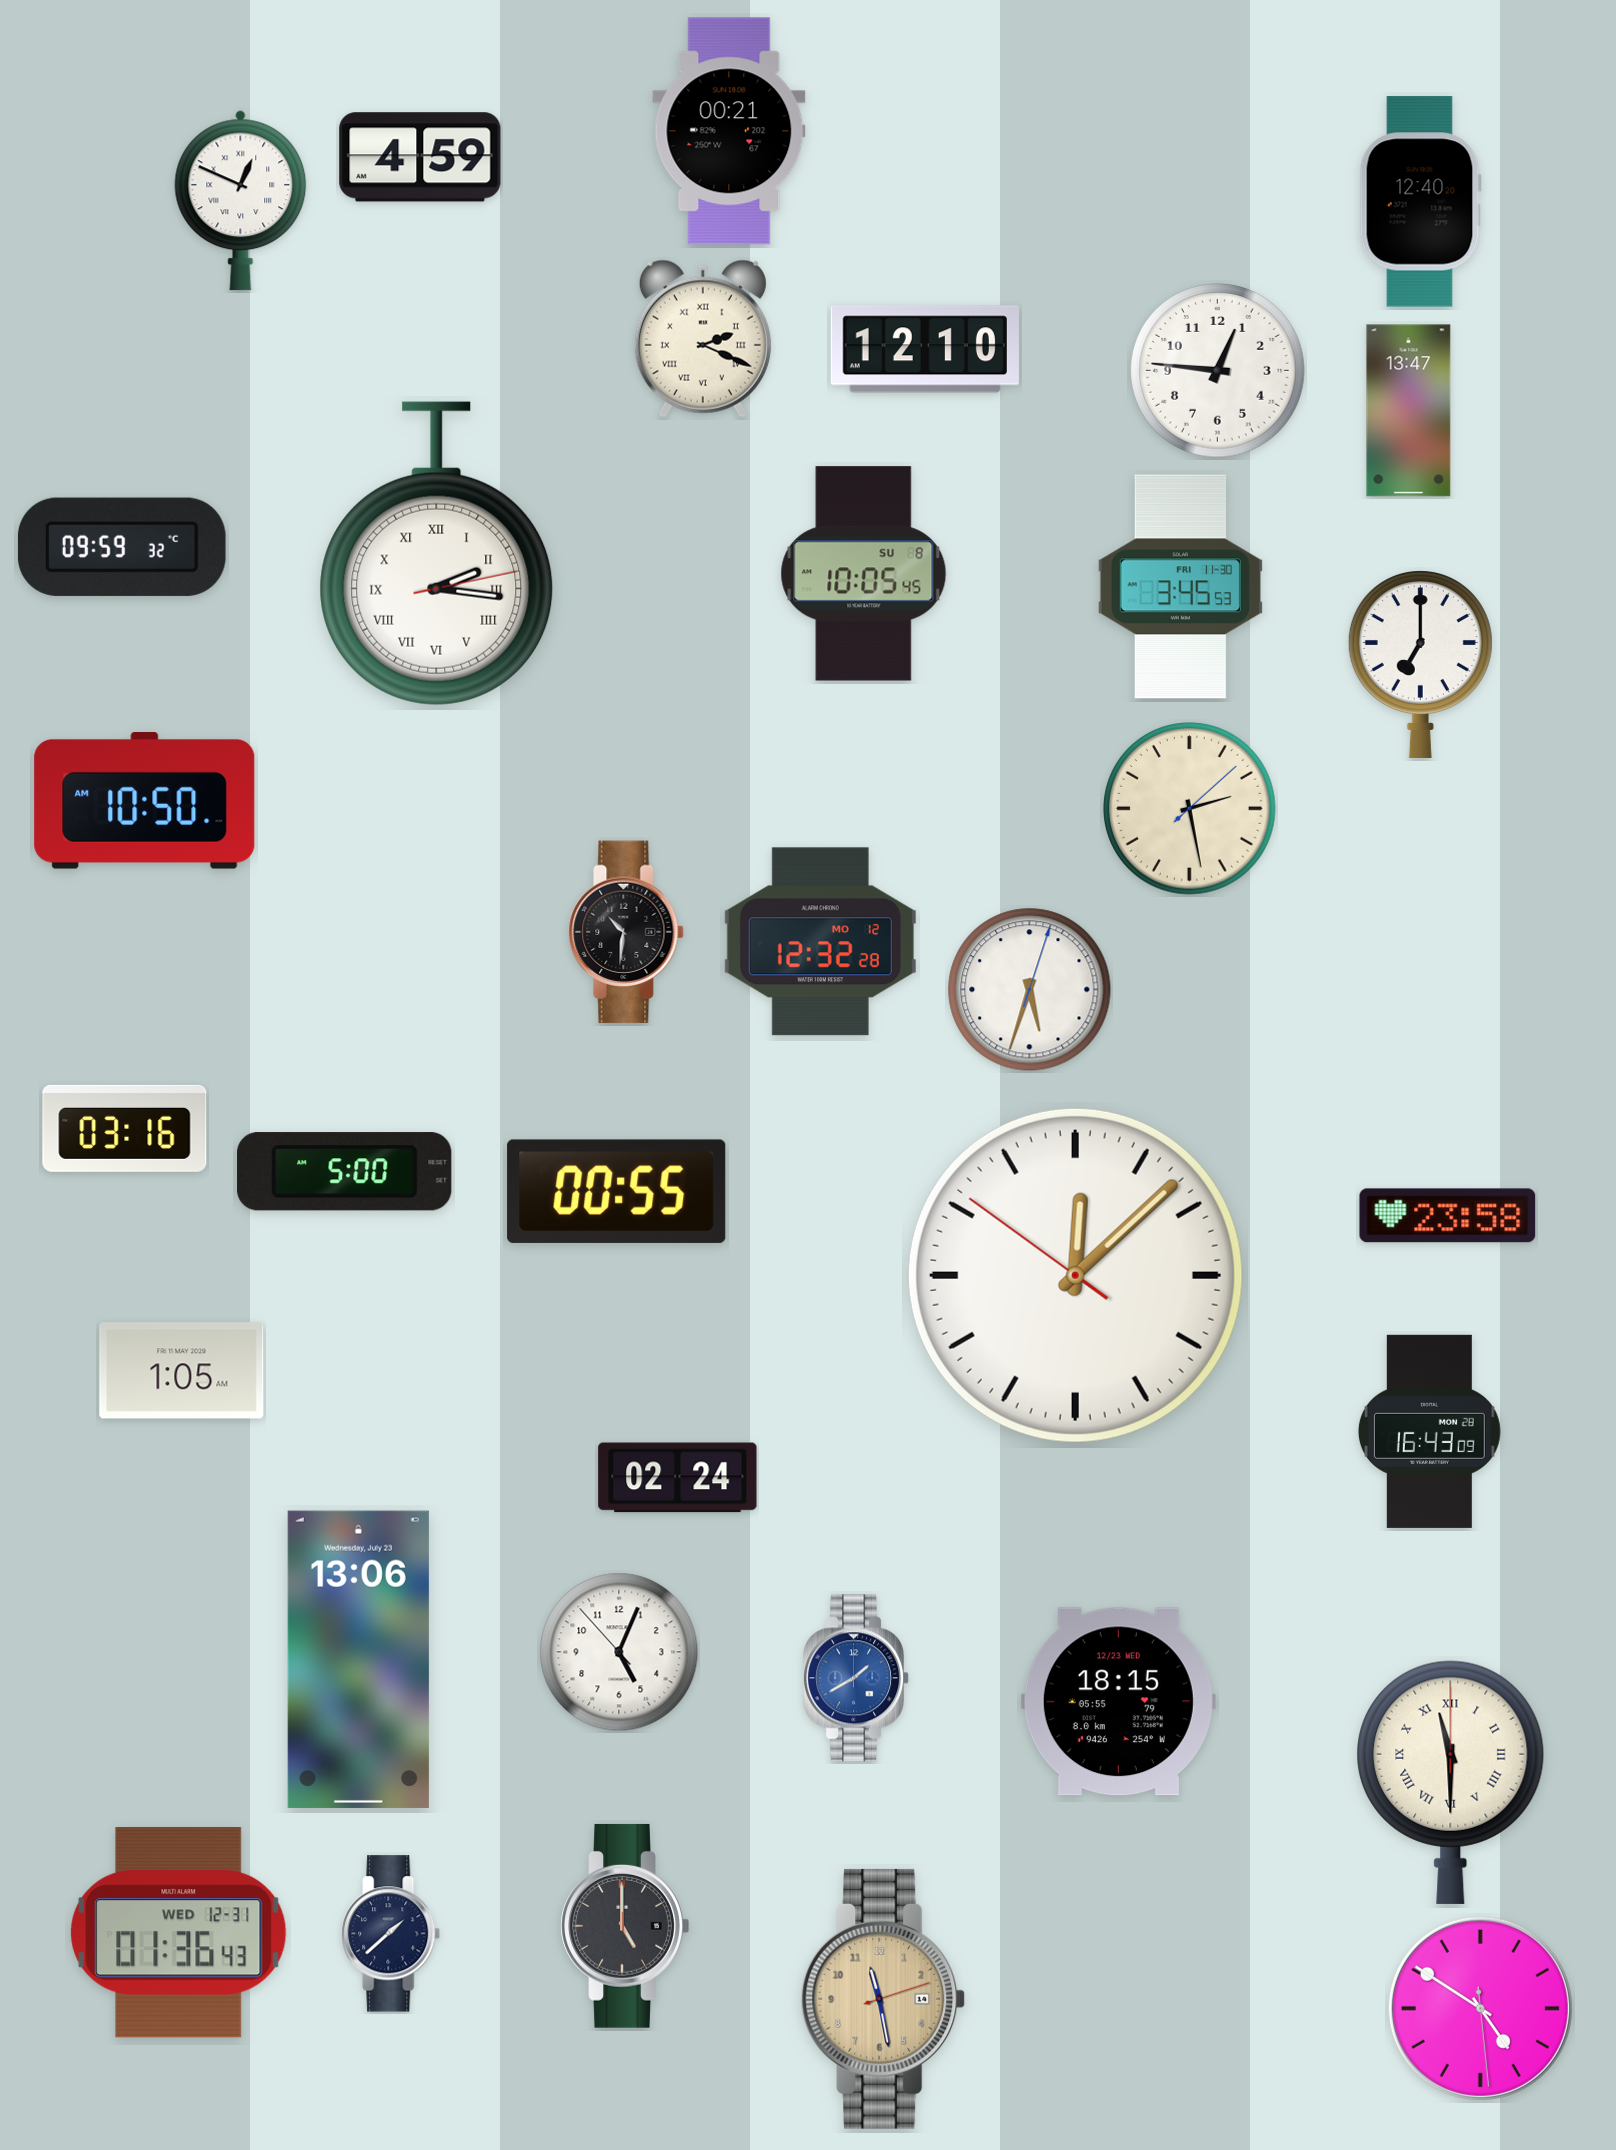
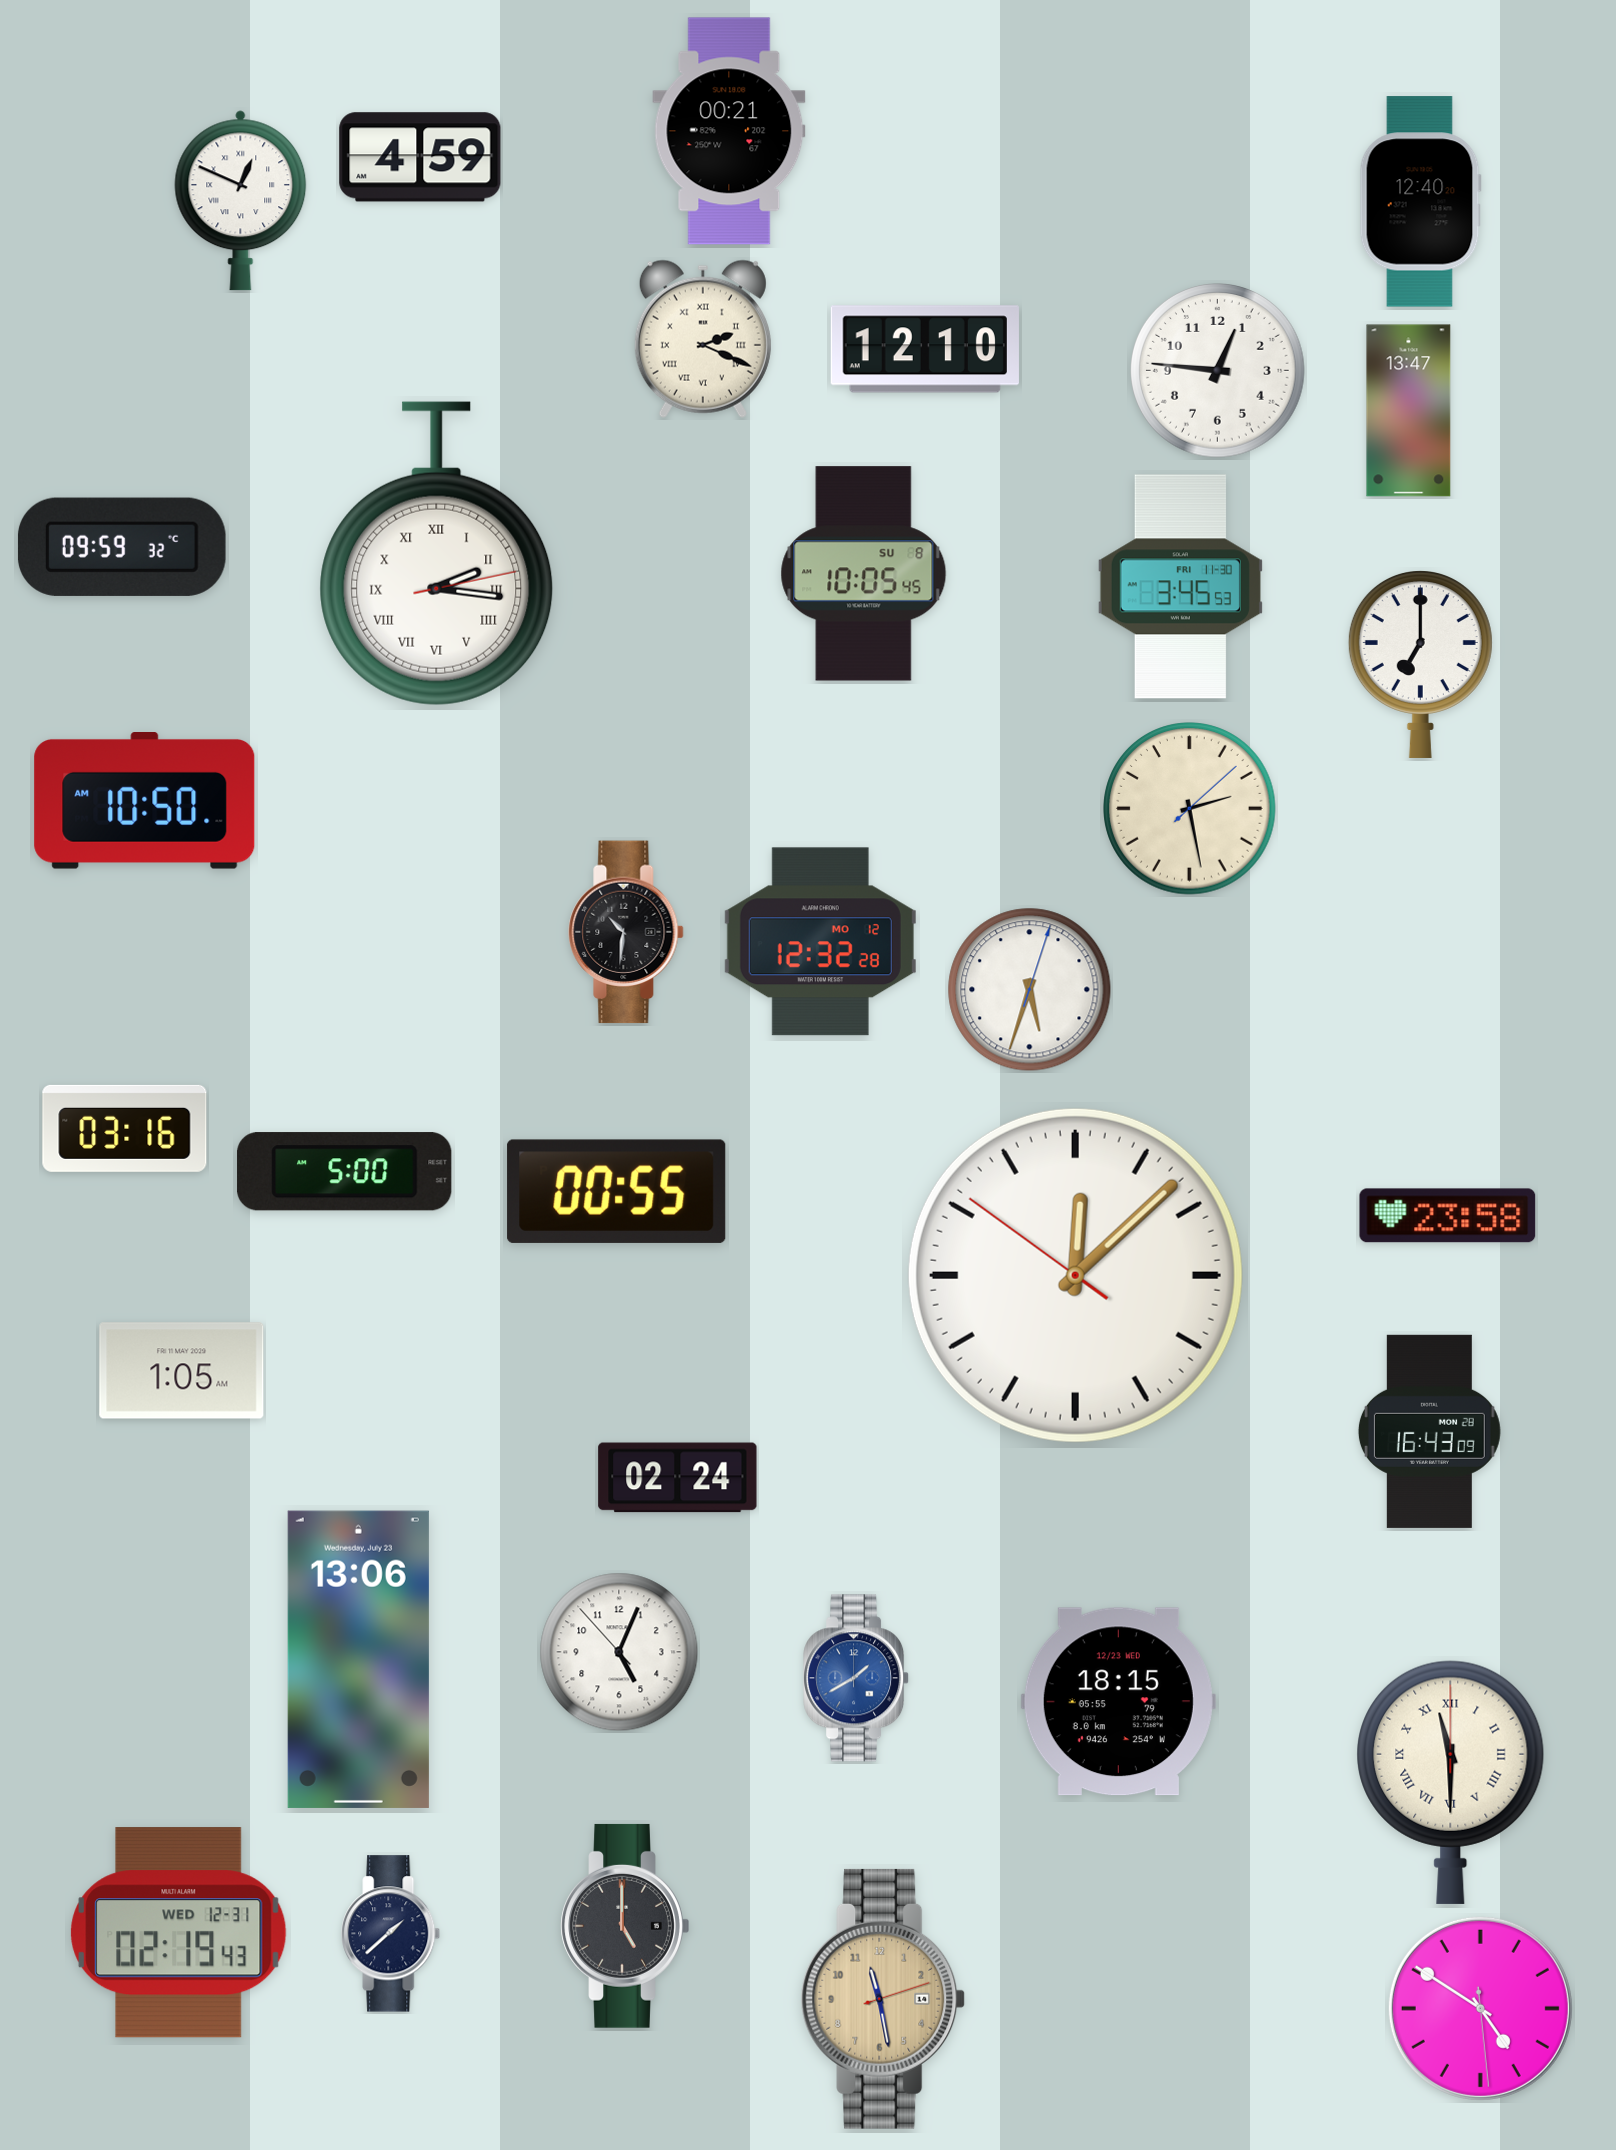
clock at (179, 1933): 01:36 -> 02:19
